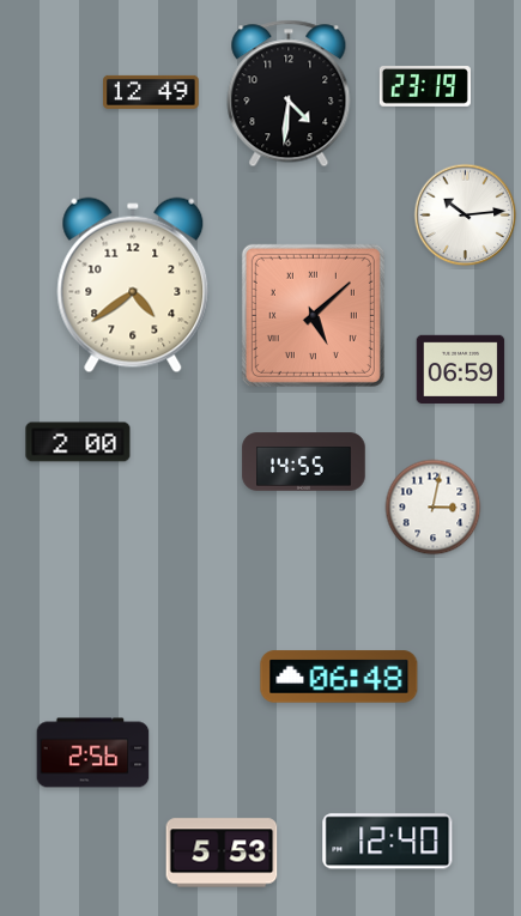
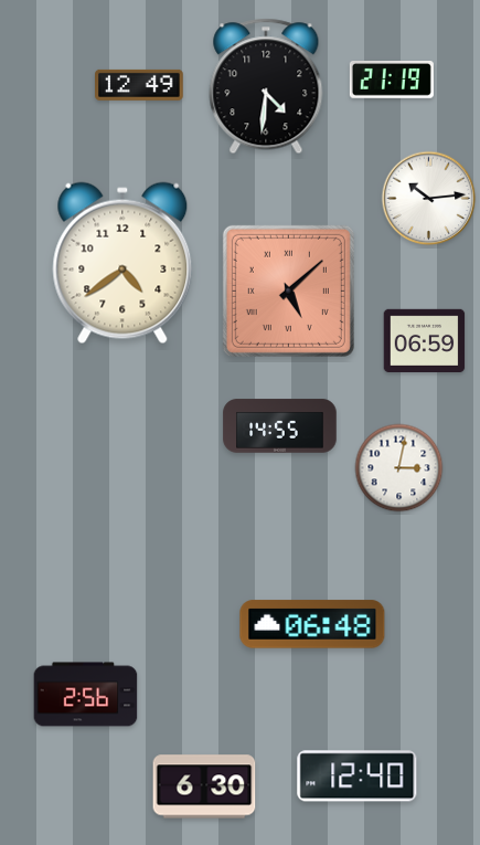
clock at (425, 87): 23:19 -> 21:19
clock at (78, 442): 2:00 -> none
clock at (222, 853): 5:53 -> 6:30
